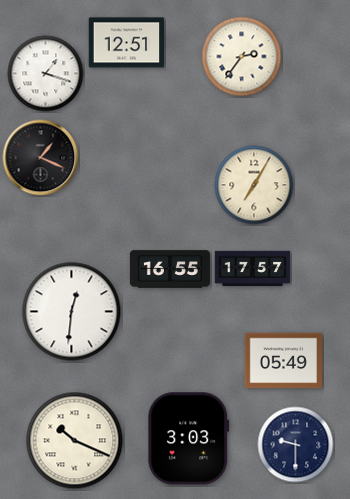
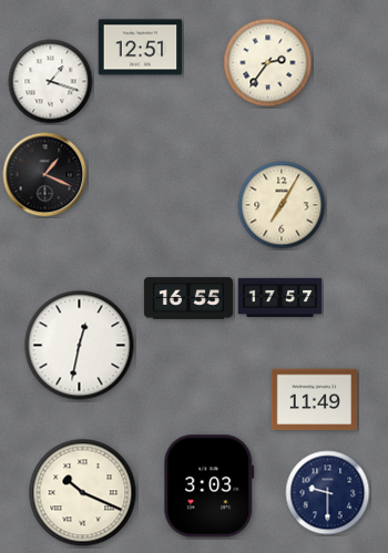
clock at (72, 312): 12:31 -> 12:32
clock at (283, 361): 05:49 -> 11:49
clock at (75, 441) position: (75, 441) -> (83, 493)
